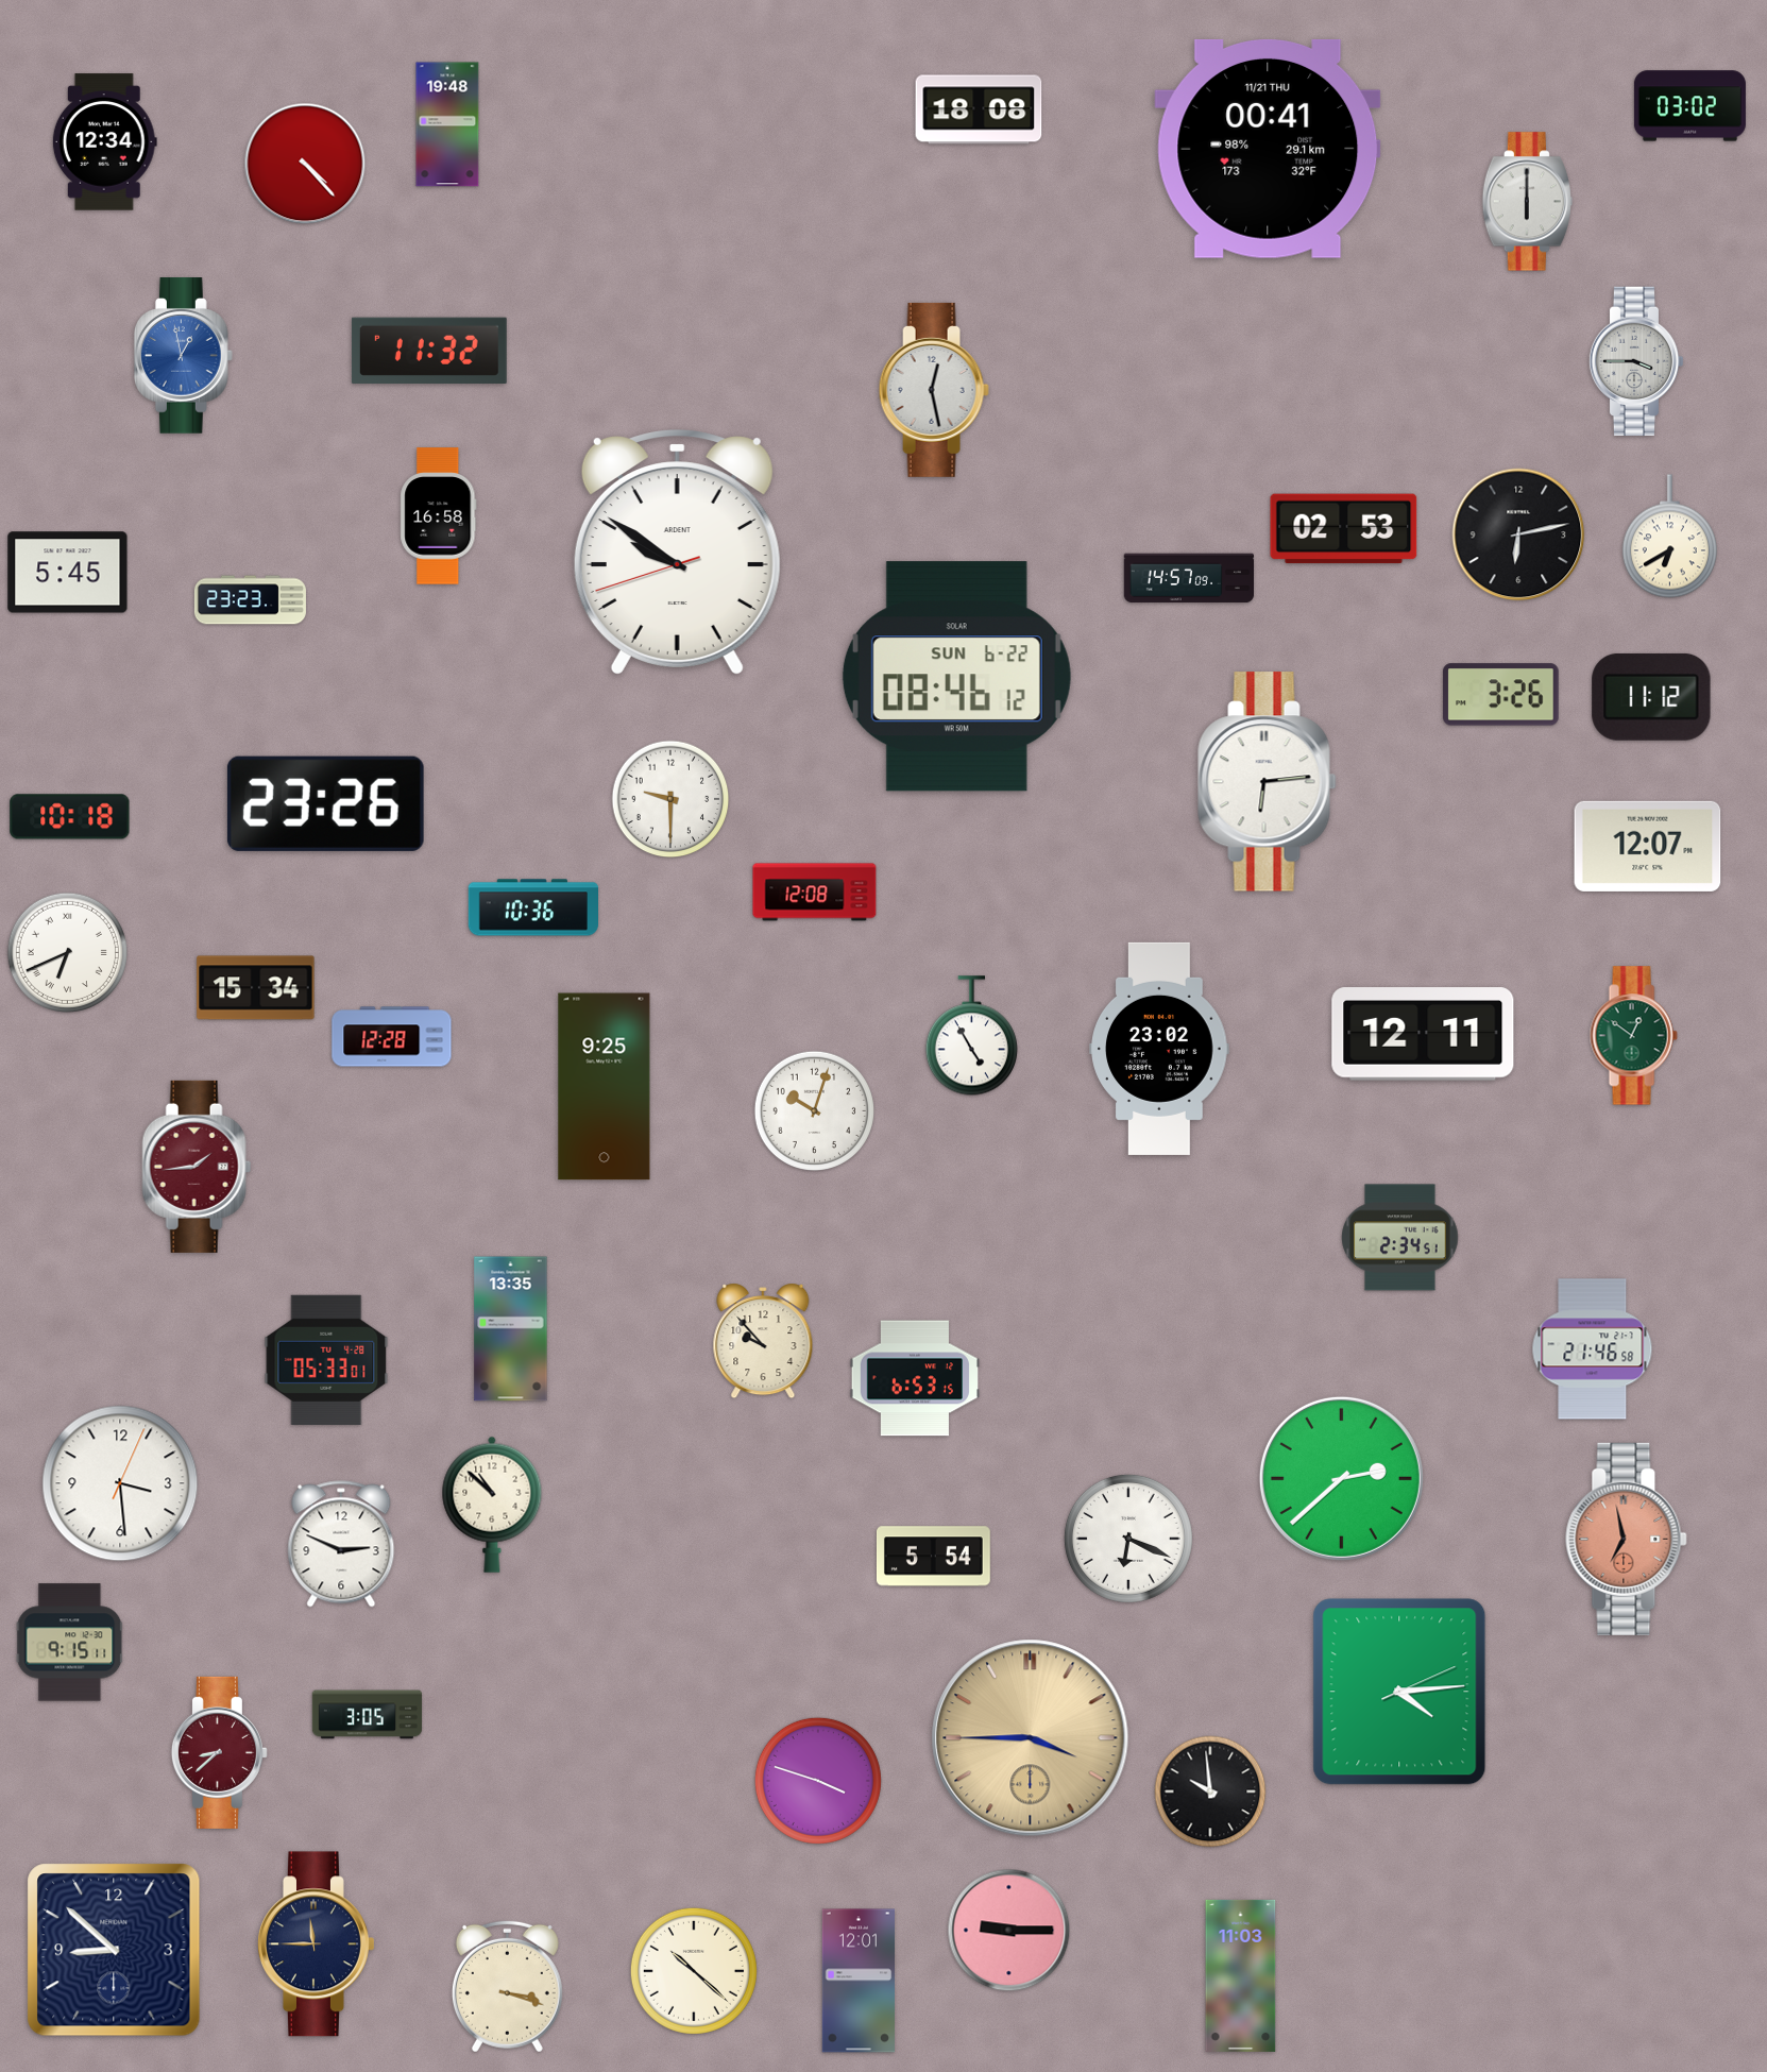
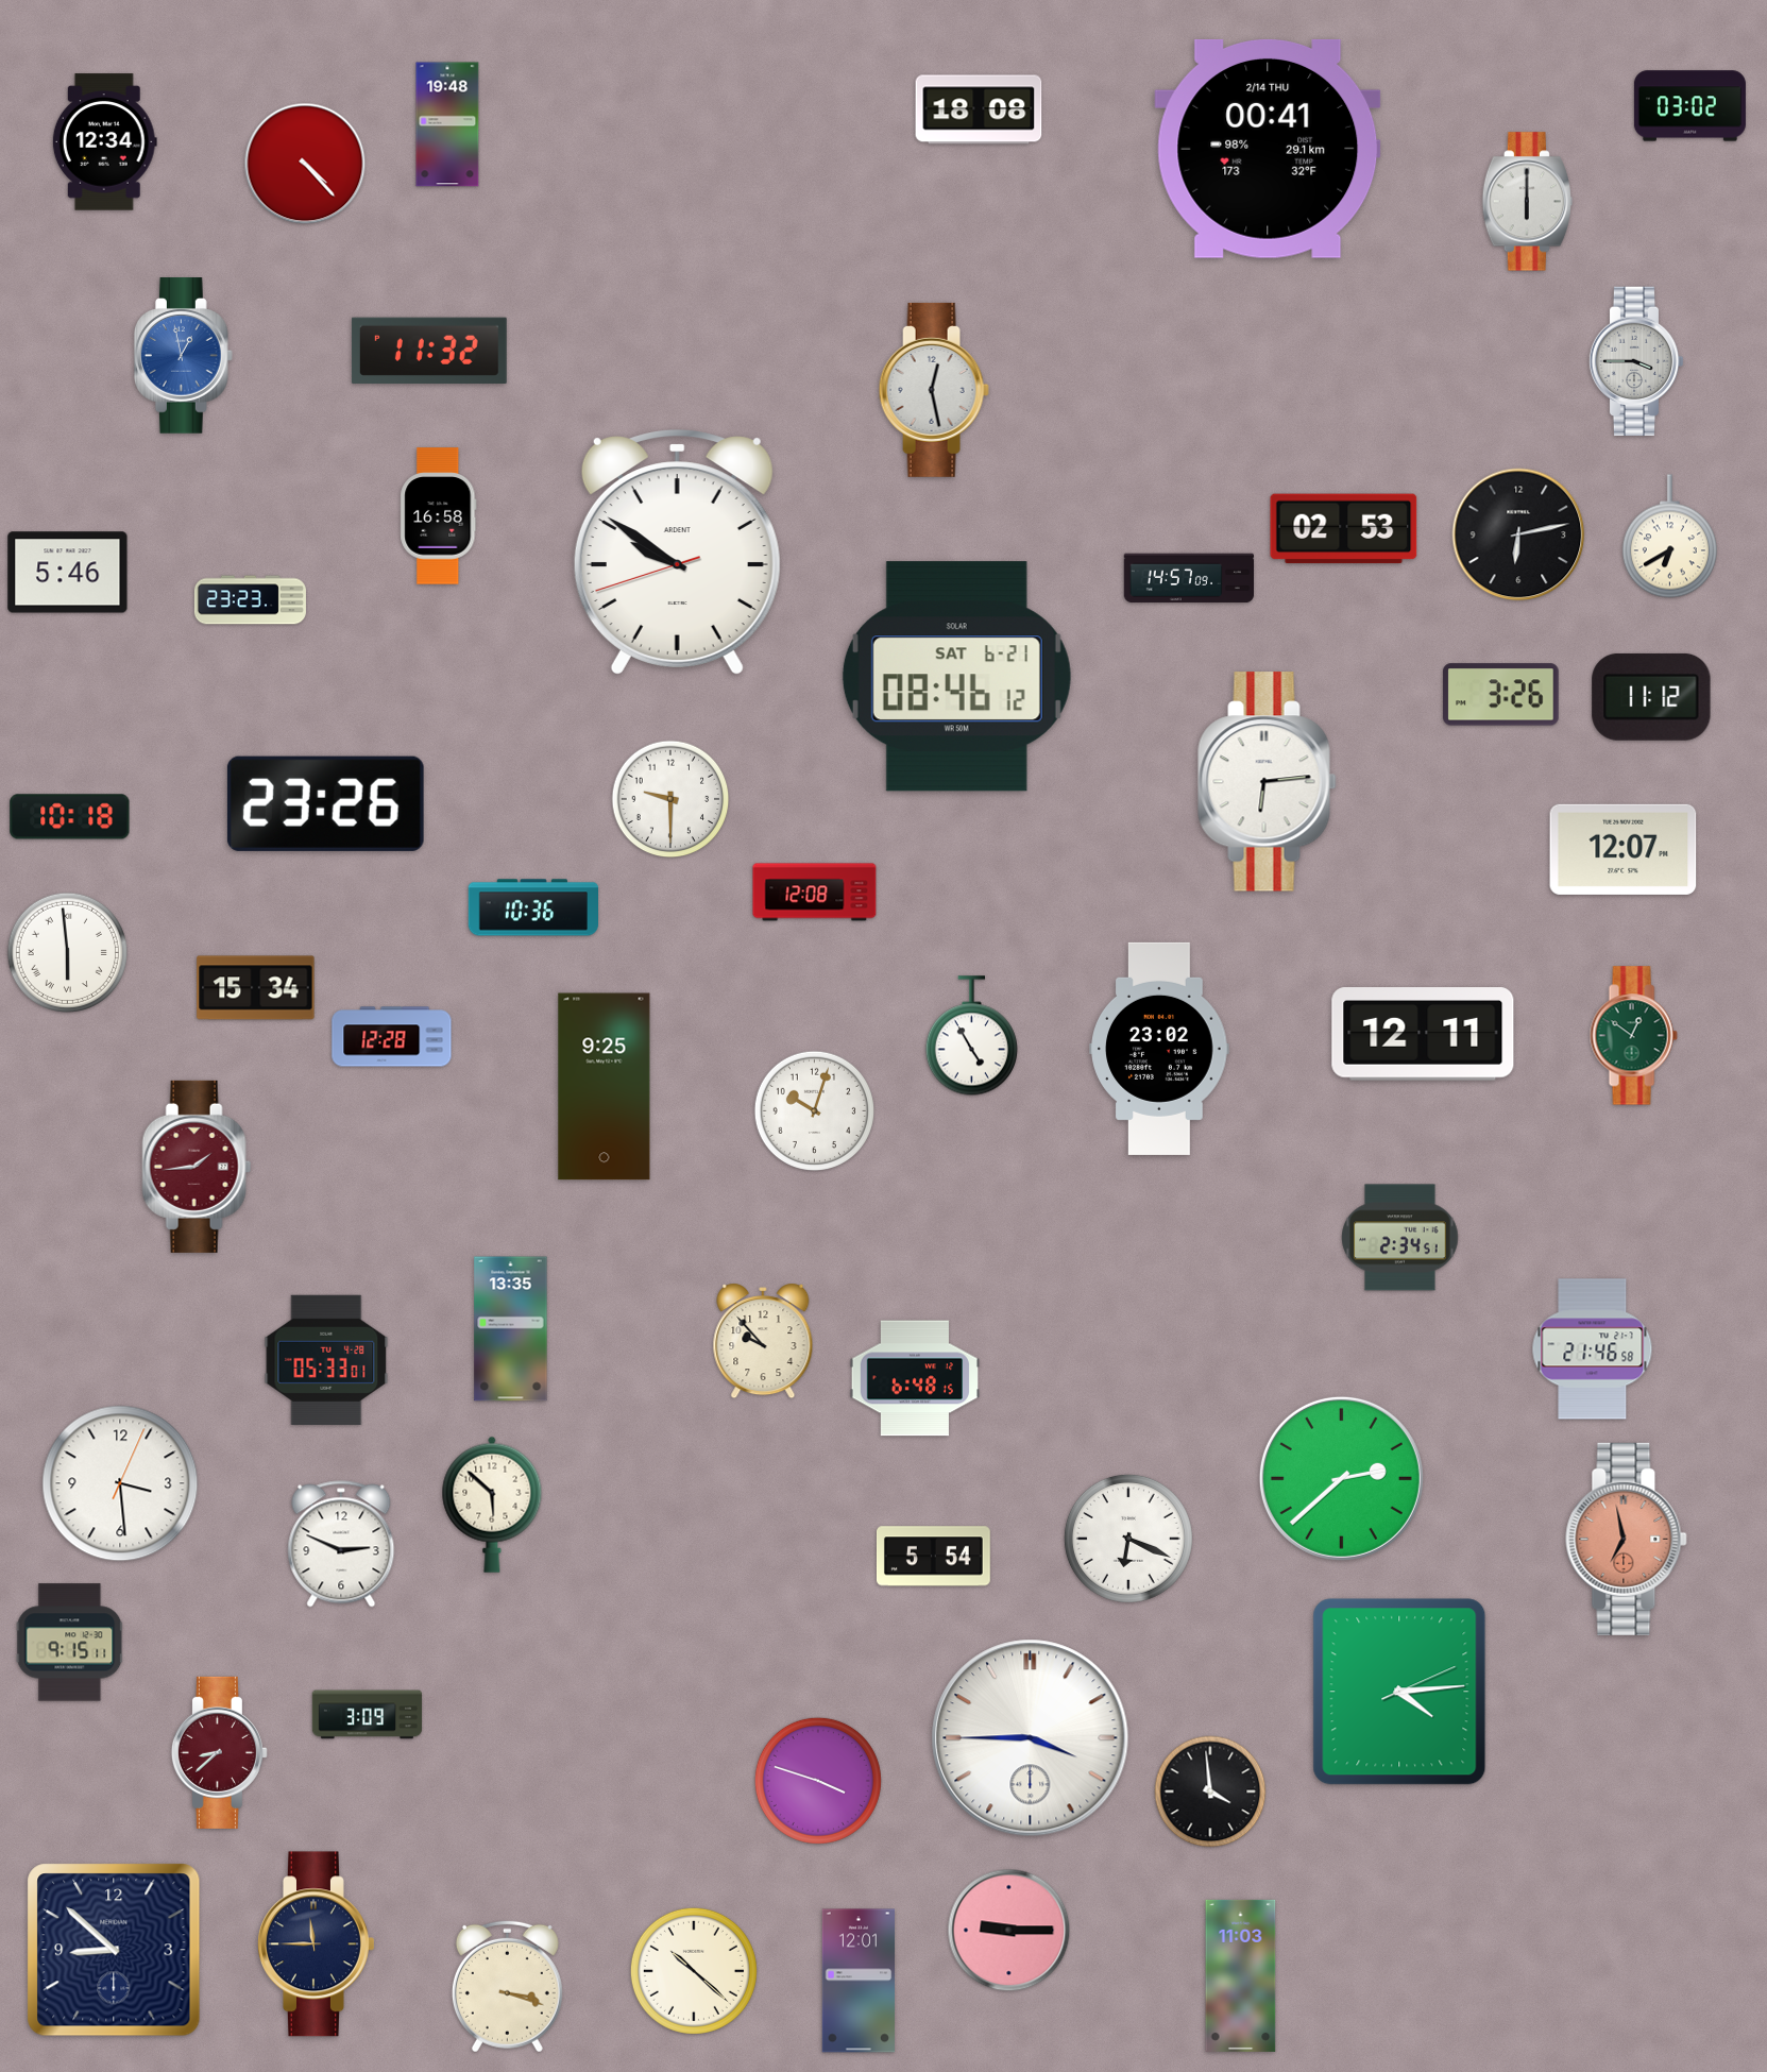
clock at (1268, 149) date: 11/21 THU -> 2/14 THU
clock at (68, 573): 5:45 -> 5:46
clock at (956, 677) date: SUN 6-22 -> SAT 6-21
clock at (1648, 846) position: (1648, 846) -> (1624, 849)
clock at (67, 952): 6:41 -> 5:59
clock at (914, 1378): 6:53 -> 6:48
clock at (492, 1505): 10:52 -> 5:52
clock at (368, 1715): 3:05 -> 3:09
clock at (1031, 1738) dial: champagne -> white
clock at (1210, 1791): 9:59 -> 3:59
